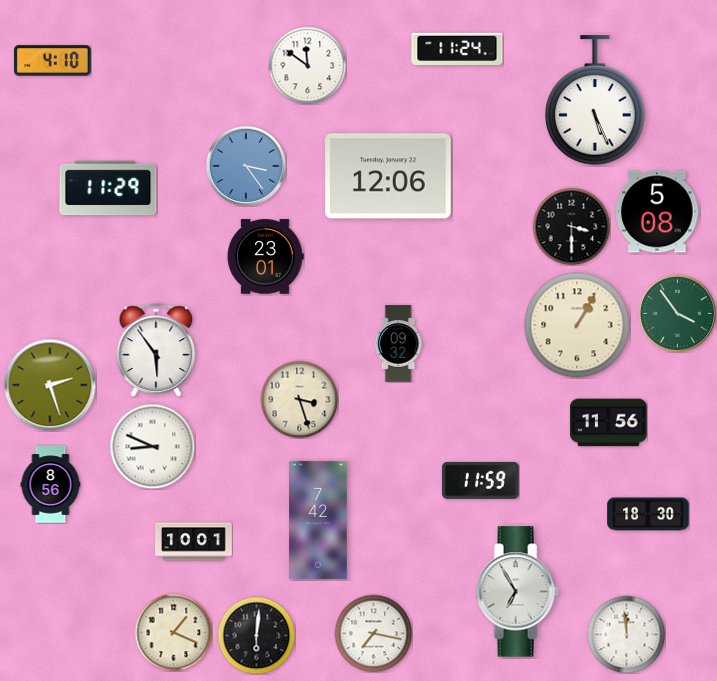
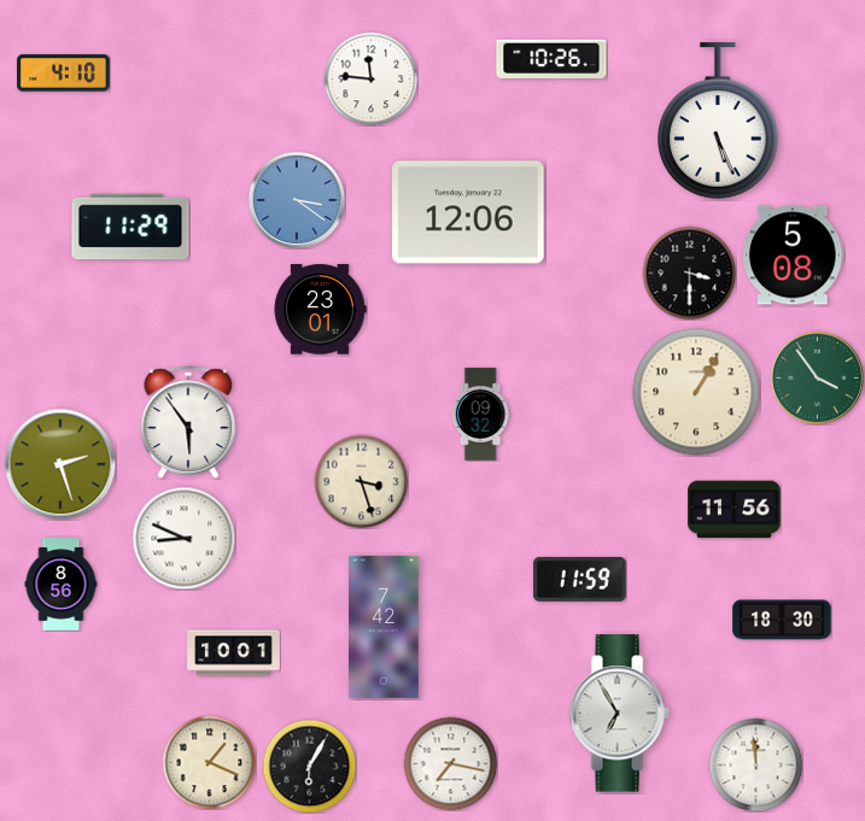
clock at (457, 48): 11:24 -> 10:26
clock at (307, 65): 11:51 -> 11:46
clock at (246, 166): 3:24 -> 3:21
clock at (517, 592) position: (517, 592) -> (619, 714)
clock at (256, 635): 6:01 -> 6:05
